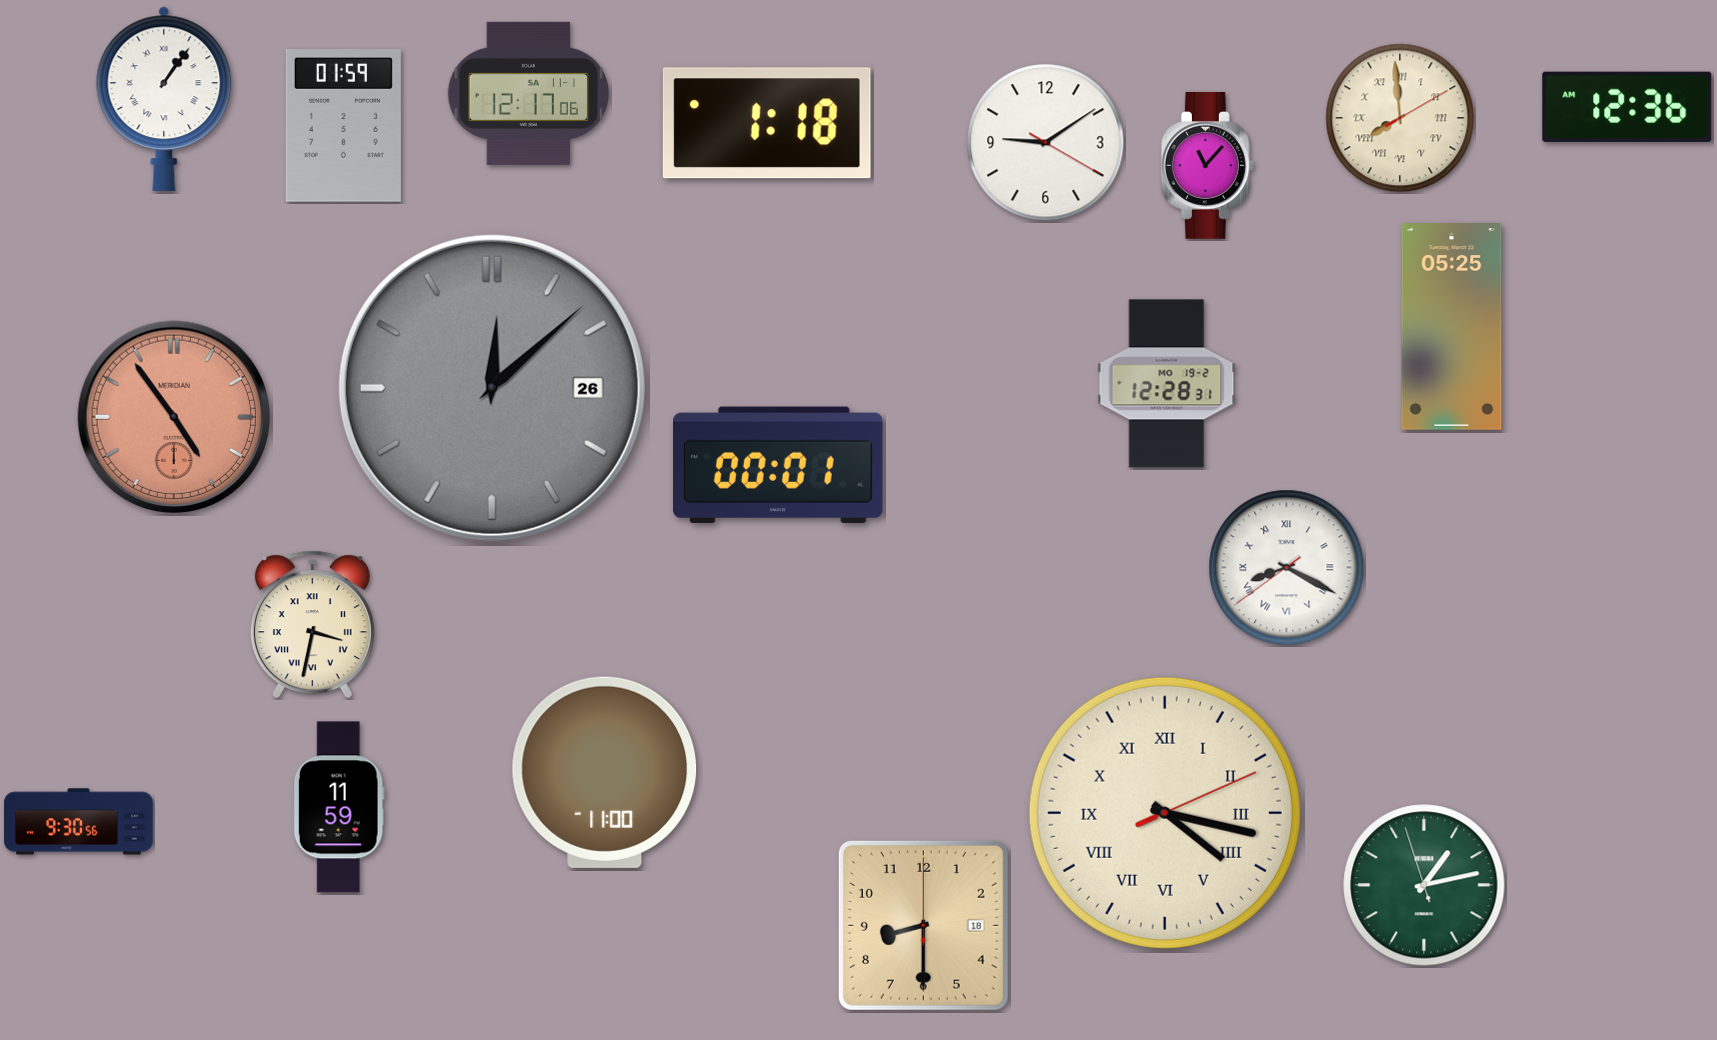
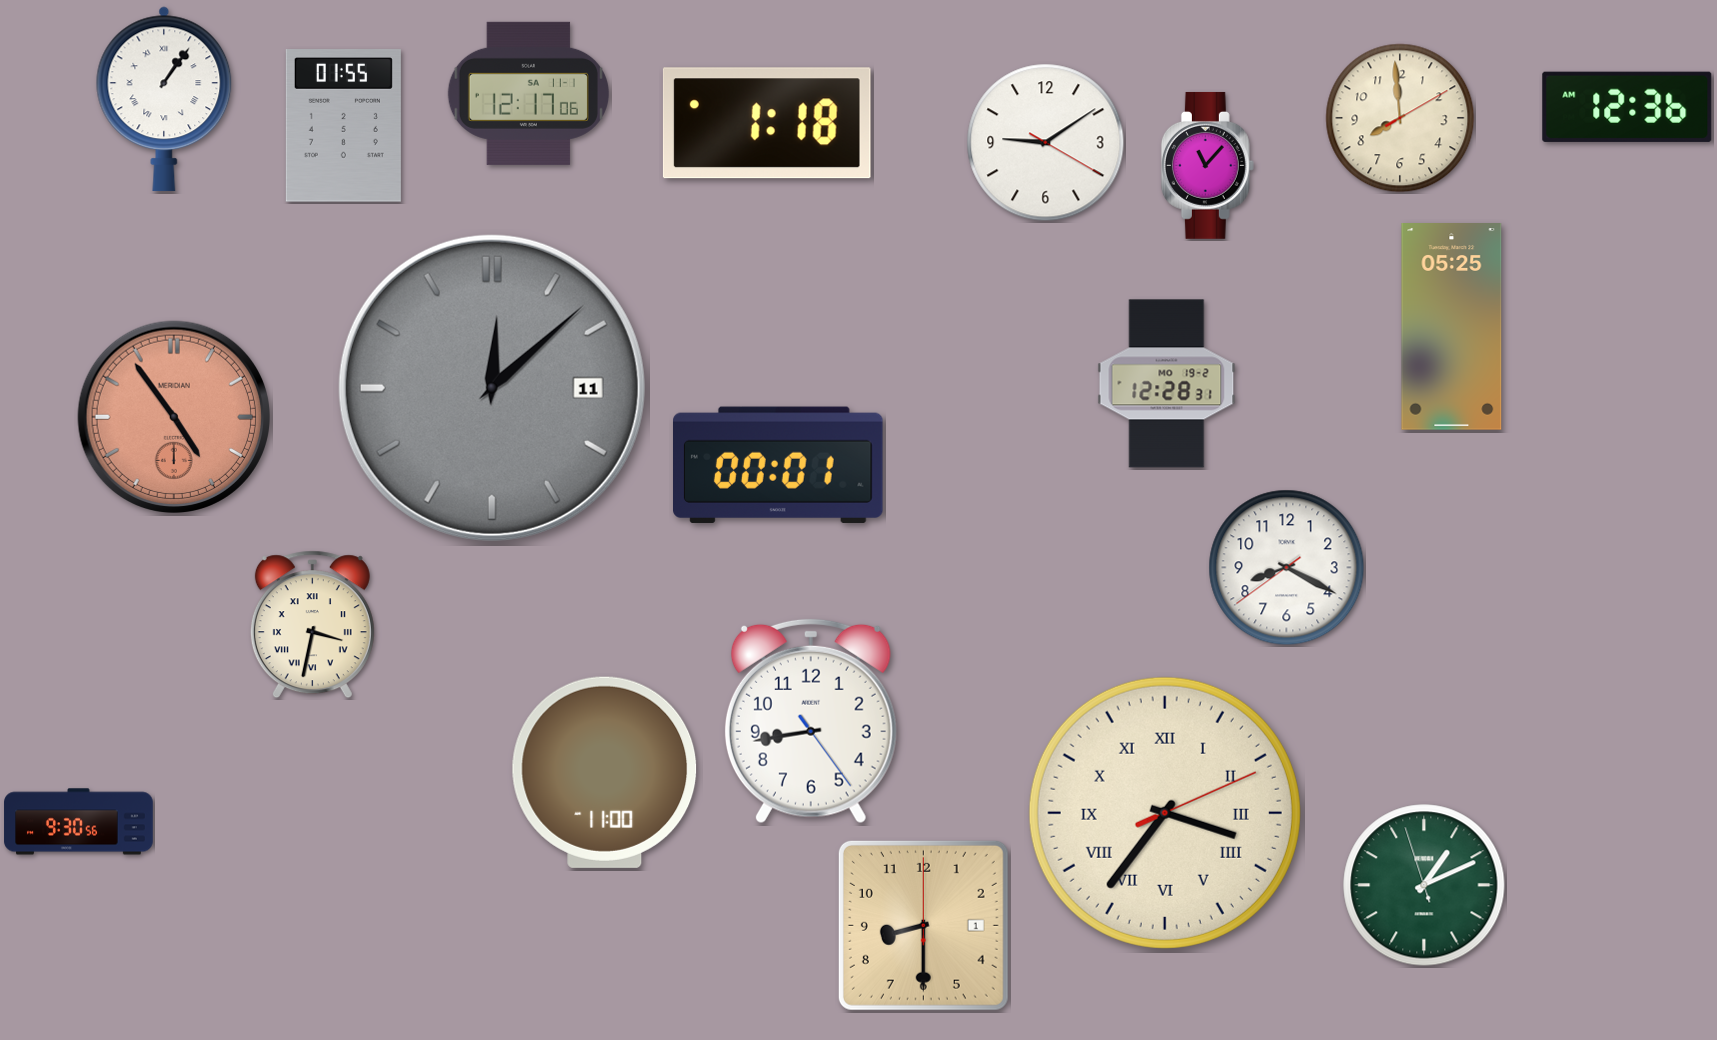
clock at (1400, 118) numerals: Roman -> Arabic
clock at (343, 126): 01:59 -> 01:55
clock at (492, 388) date: 26 -> 11
clock at (1287, 568) numerals: Roman -> Arabic
clock at (811, 721): none -> 8:43
clock at (339, 807): 11:59 -> none
clock at (1165, 813): 4:17 -> 3:36
clock at (1424, 885): 1:12 -> 1:10
clock at (923, 925) date: 18 -> 1
